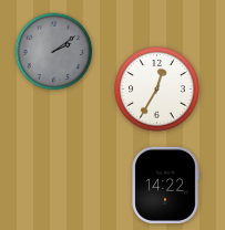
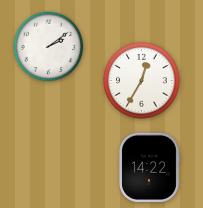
clock at (54, 52) dial: grey -> white
